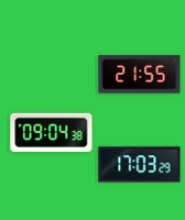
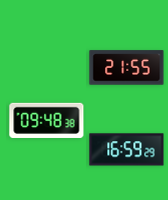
clock at (52, 132): 09:04 -> 09:48
clock at (140, 165): 17:03 -> 16:59
